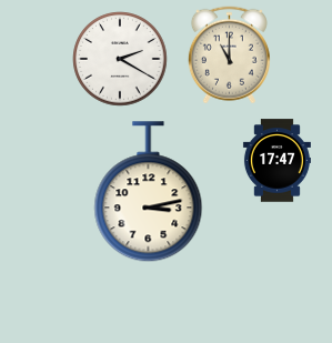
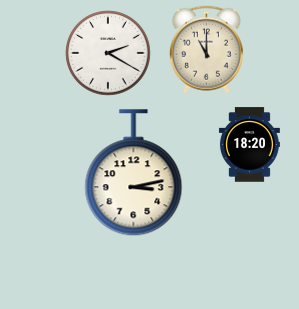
clock at (276, 161): 17:47 -> 18:20
